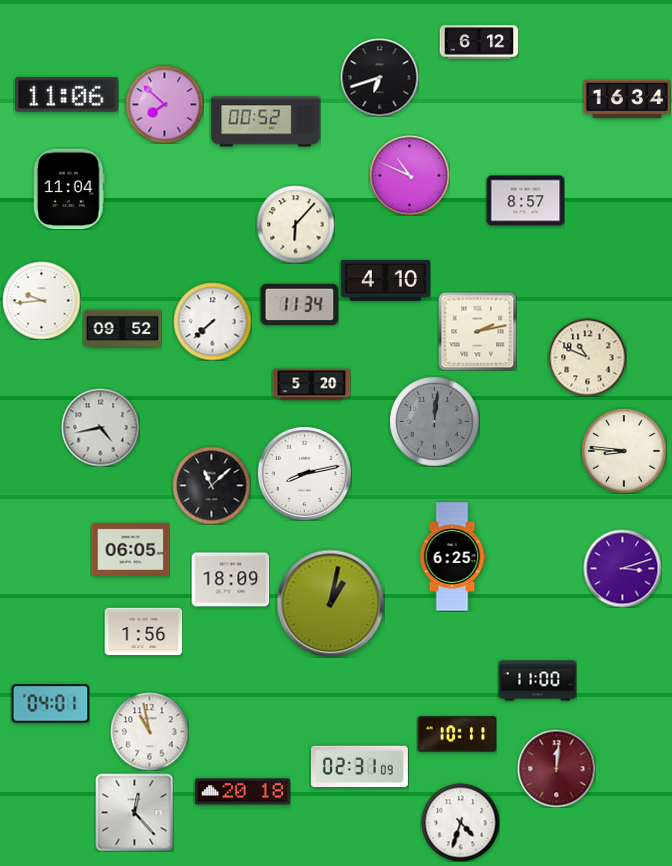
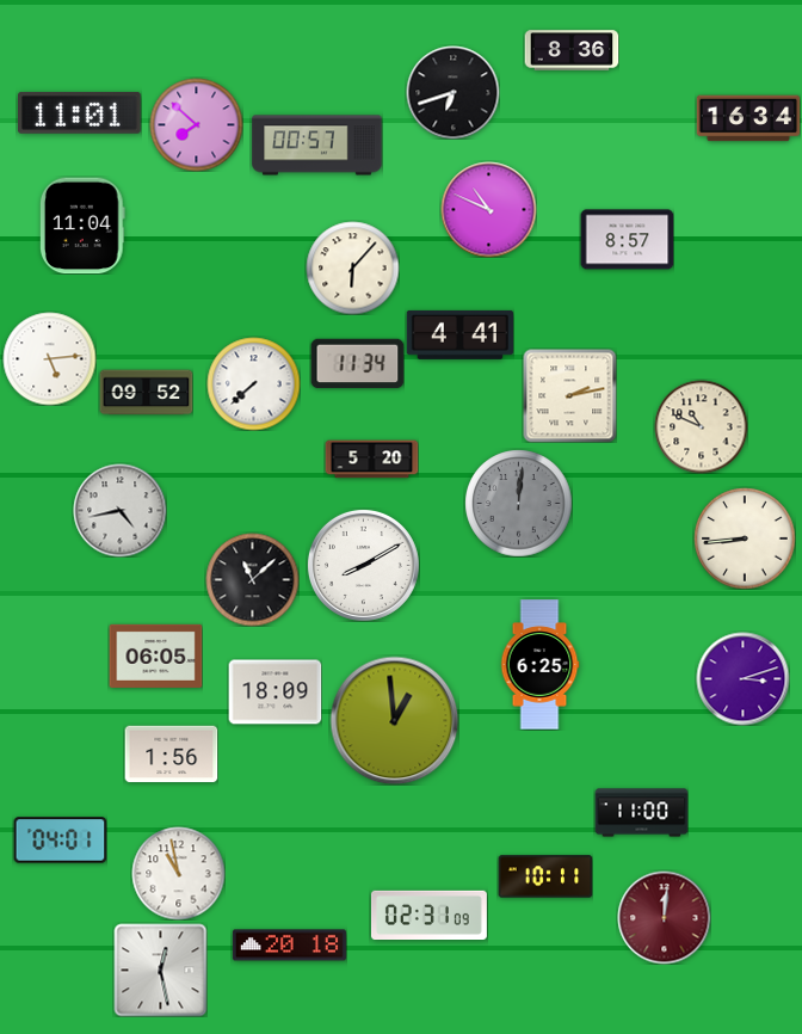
clock at (479, 42): 6:12 -> 8:36
clock at (67, 95): 11:06 -> 11:01
clock at (266, 122): 00:52 -> 00:57
clock at (385, 280): 4:10 -> 4:41
clock at (41, 300): 9:44 -> 5:14
clock at (624, 451): 8:46 -> 8:44
clock at (304, 473): 8:13 -> 8:10
clock at (330, 603): 1:02 -> 12:59
clock at (134, 812): 12:23 -> 12:28
clock at (460, 822): 4:33 -> none
